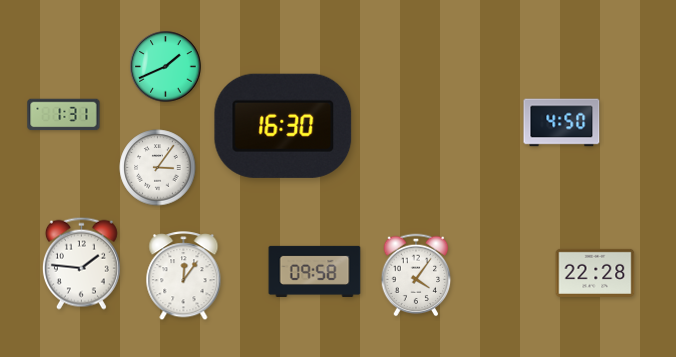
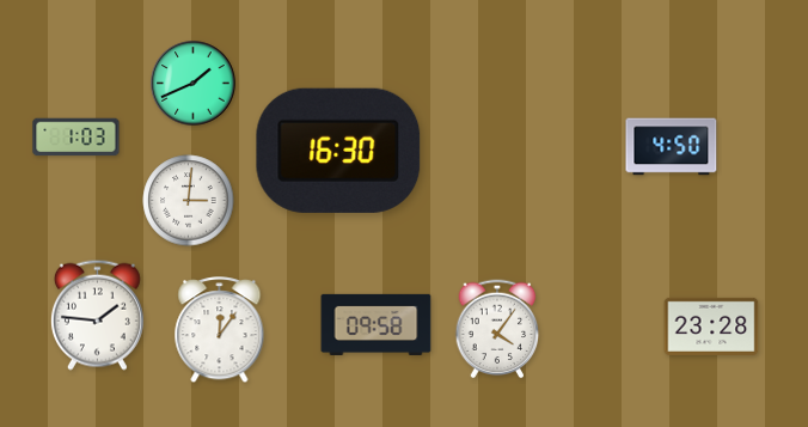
clock at (166, 67) position: (166, 67) -> (194, 84)
clock at (64, 115): 1:31 -> 1:03
clock at (158, 168): 3:06 -> 3:01
clock at (595, 273): 22:28 -> 23:28
